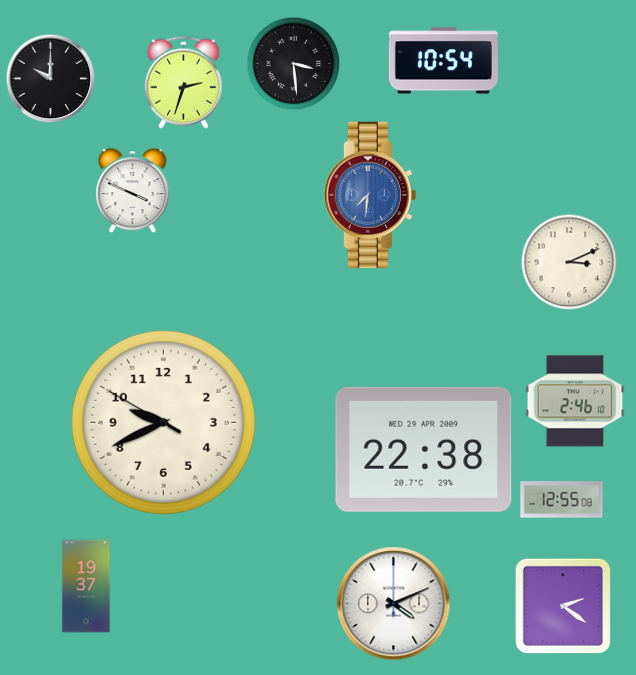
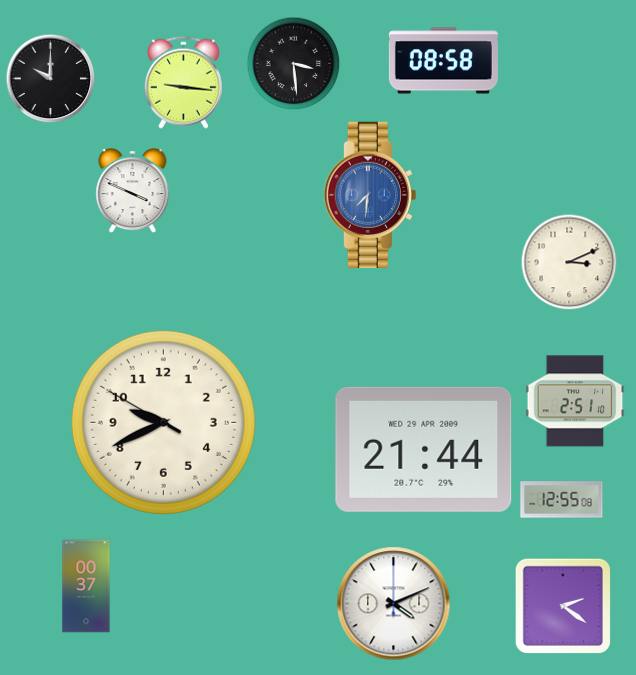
clock at (443, 61): 10:54 -> 08:58
clock at (183, 82): 2:33 -> 9:16
clock at (575, 401): 2:46 -> 2:51
clock at (424, 449): 22:38 -> 21:44
clock at (86, 586): 19:37 -> 00:37
